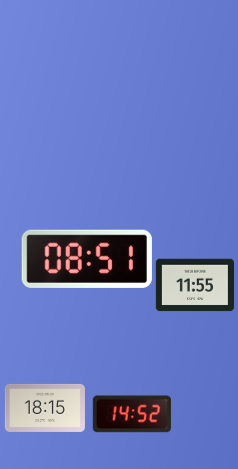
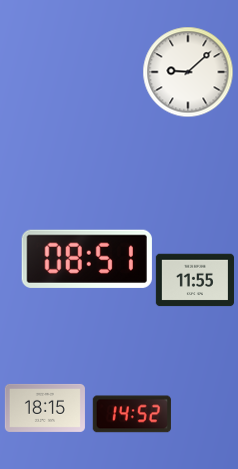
clock at (188, 72): none -> 9:08
clock at (194, 285) position: (194, 285) -> (194, 280)
